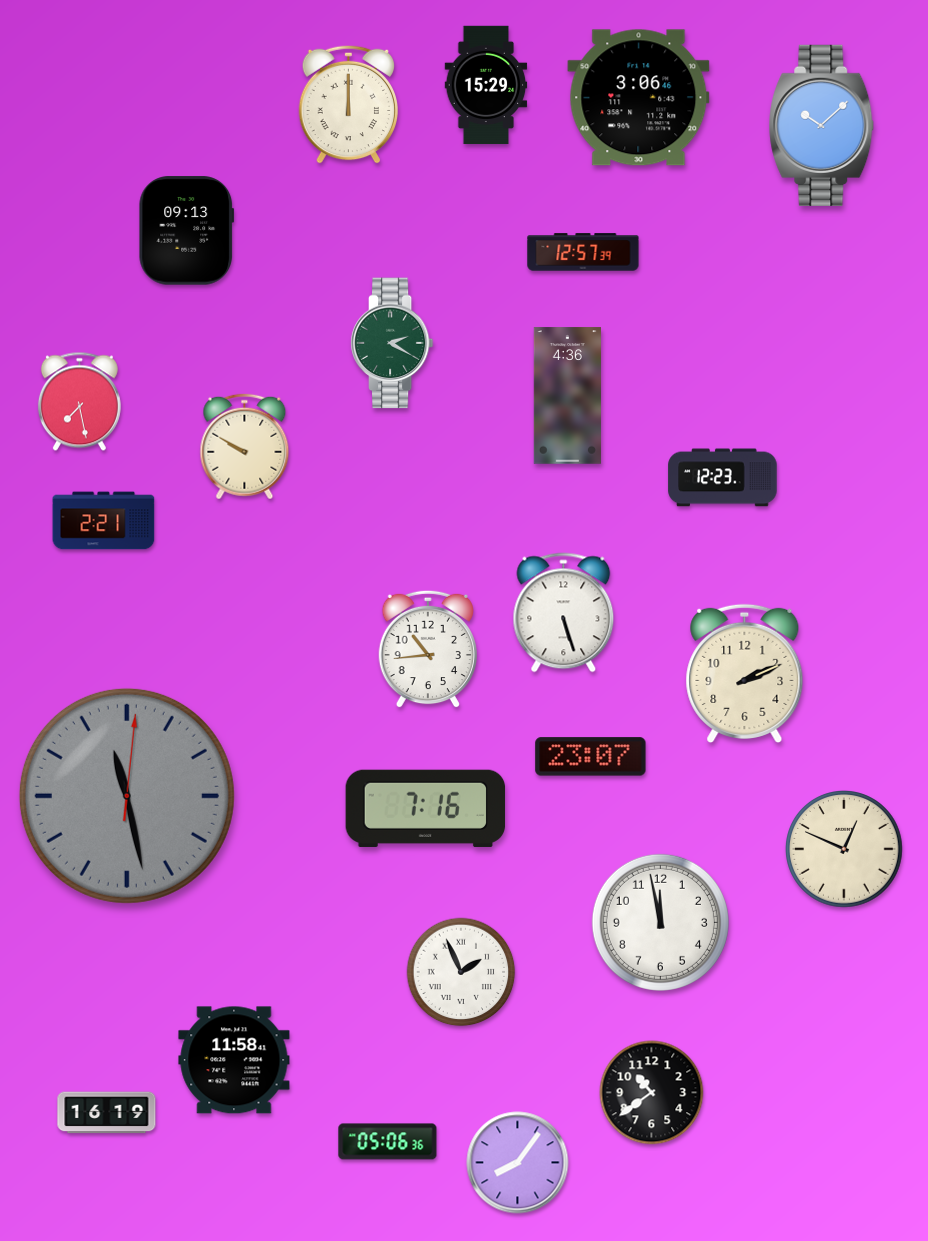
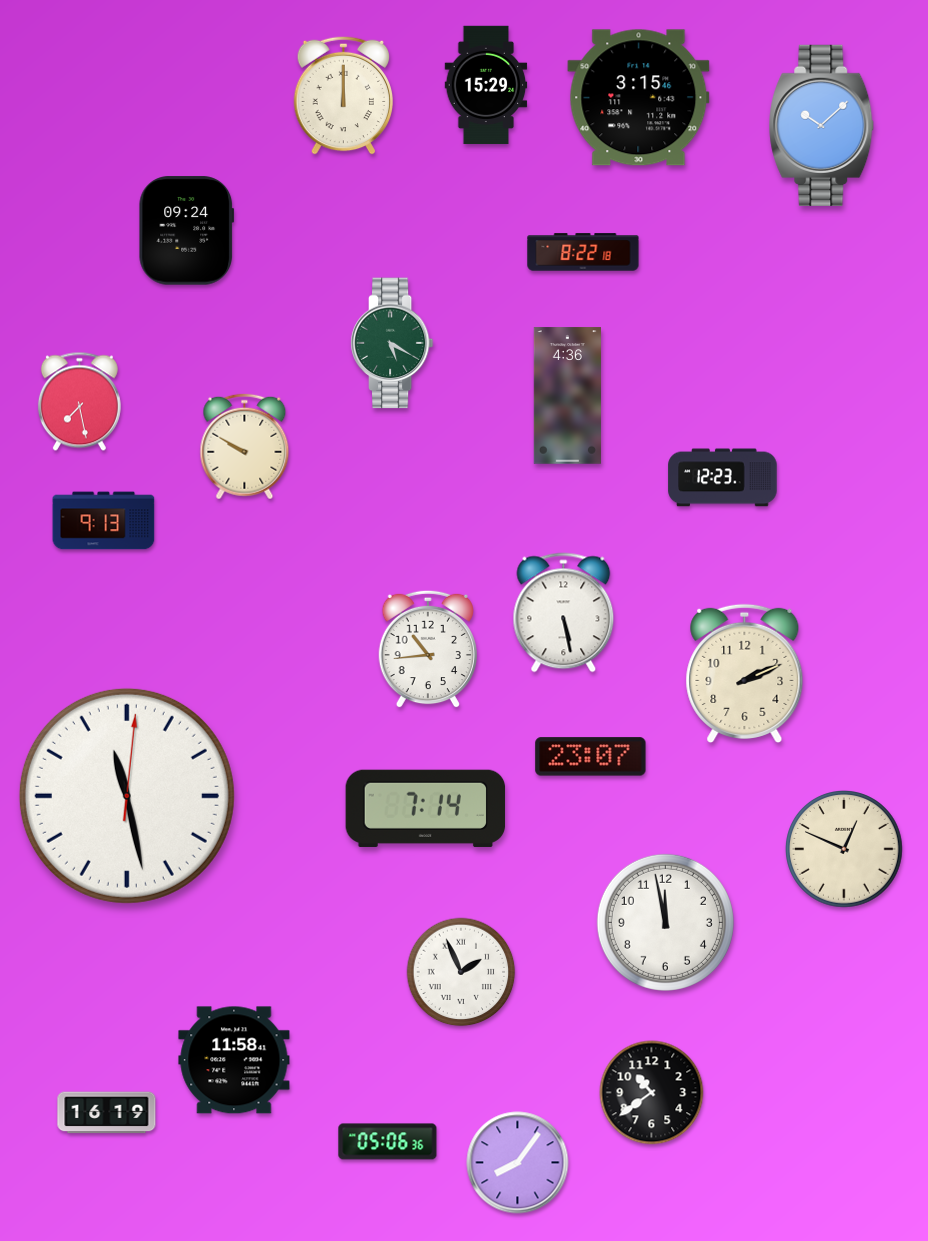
clock at (639, 98): 3:06 -> 3:15
clock at (349, 104) position: (349, 104) -> (344, 95)
clock at (187, 231): 09:13 -> 09:24
clock at (583, 252): 12:57 -> 8:22
clock at (392, 343): 2:20 -> 5:20
clock at (104, 521): 2:21 -> 9:13
clock at (564, 613): 5:27 -> 5:28
clock at (127, 796) dial: grey -> white
clock at (426, 808): 7:16 -> 7:14
clock at (660, 922) position: (660, 922) -> (665, 922)
